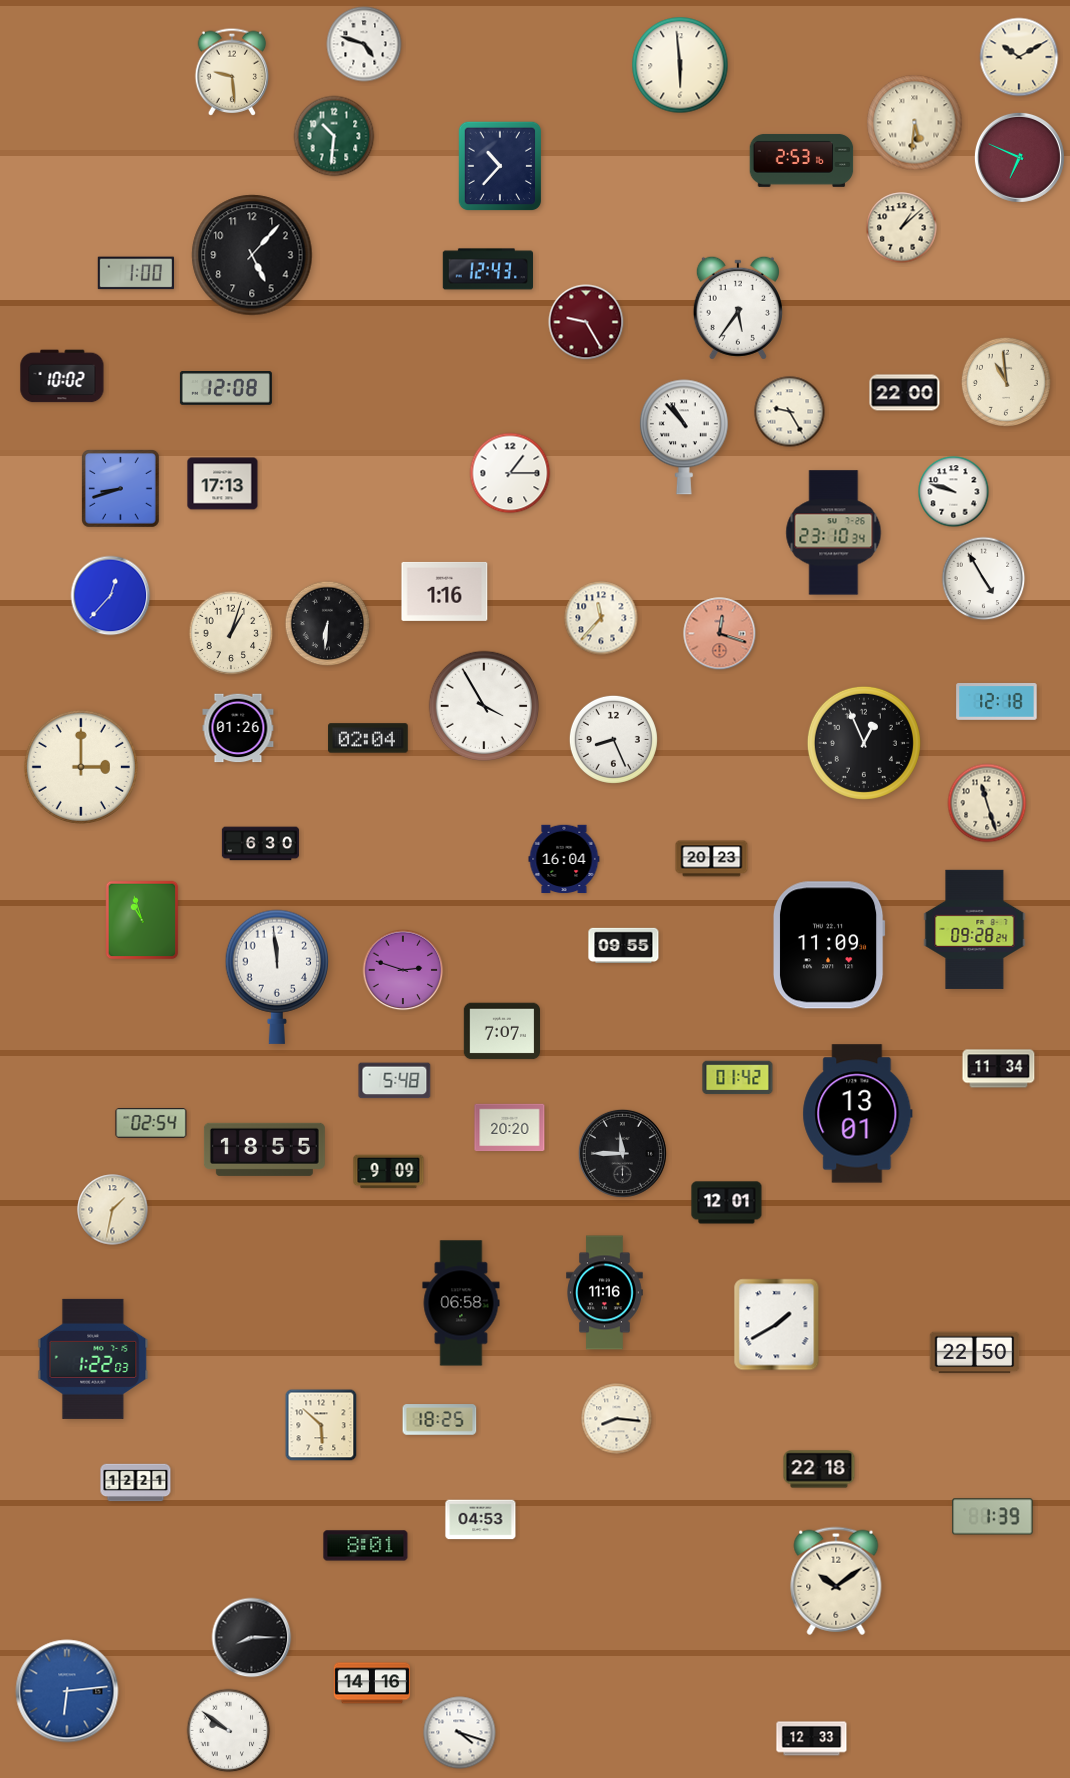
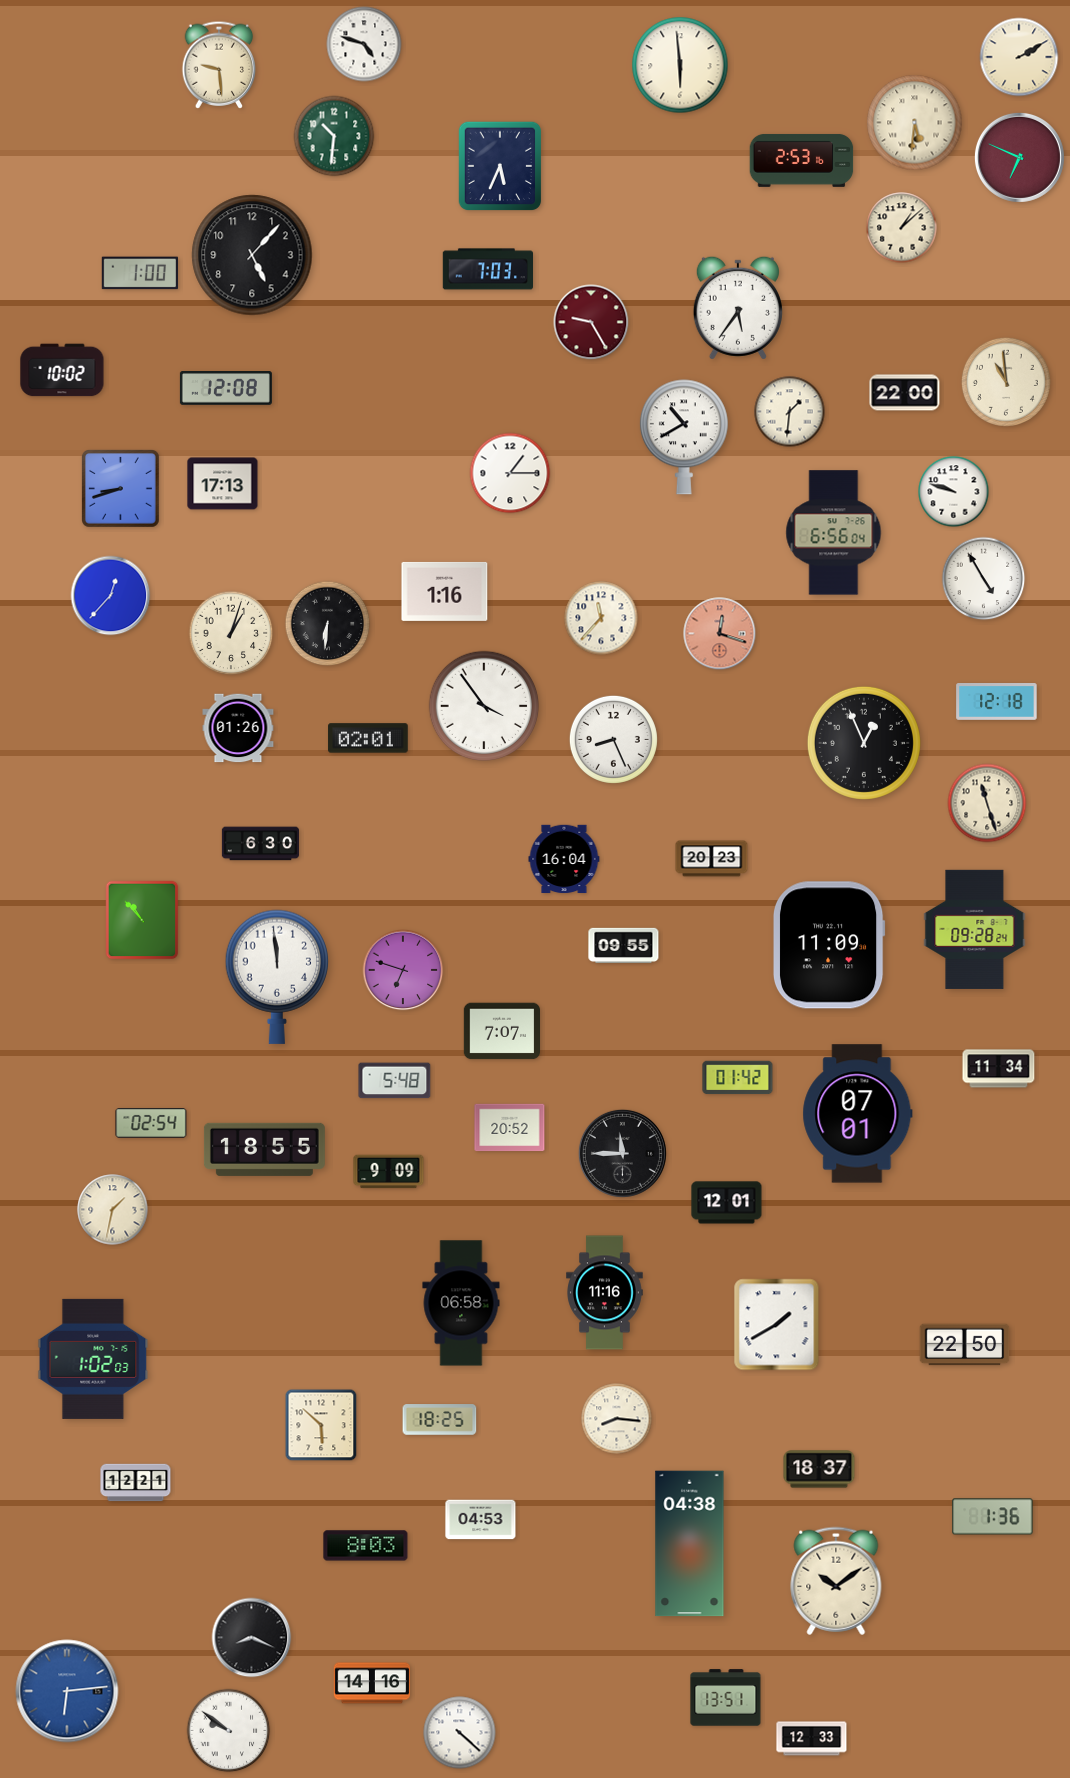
clock at (1019, 57): 10:10 -> 2:10
clock at (232, 72) position: (232, 72) -> (219, 65)
clock at (500, 166): 10:37 -> 5:34
clock at (487, 269): 12:43 -> 7:03
clock at (135, 273) position: (135, 273) -> (139, 273)
clock at (586, 322) position: (586, 322) -> (591, 322)
clock at (62, 376) position: (62, 376) -> (62, 370)
clock at (790, 412): 9:25 -> 1:31
clock at (684, 437): 10:53 -> 10:40
clock at (834, 533): 23:10 -> 6:56
clock at (484, 706): 3:55 -> 3:54
clock at (368, 738): 02:04 -> 02:01
clock at (81, 767): 3:00 -> none
clock at (142, 920): 10:57 -> 10:53
clock at (403, 970): 2:48 -> 6:48
clock at (858, 1114): 13:01 -> 07:01
clock at (510, 1128): 20:20 -> 20:52
clock at (975, 1353) position: (975, 1353) -> (965, 1345)
clock at (93, 1359): 1:22 -> 1:02
clock at (819, 1469): 22:18 -> 18:37
clock at (993, 1517): 1:39 -> 1:36
clock at (690, 1544): none -> 04:38
clock at (366, 1546): 8:01 -> 8:03
clock at (252, 1638): 8:15 -> 8:19
clock at (726, 1698): none -> 13:51
clock at (460, 1733): 4:18 -> 4:22
